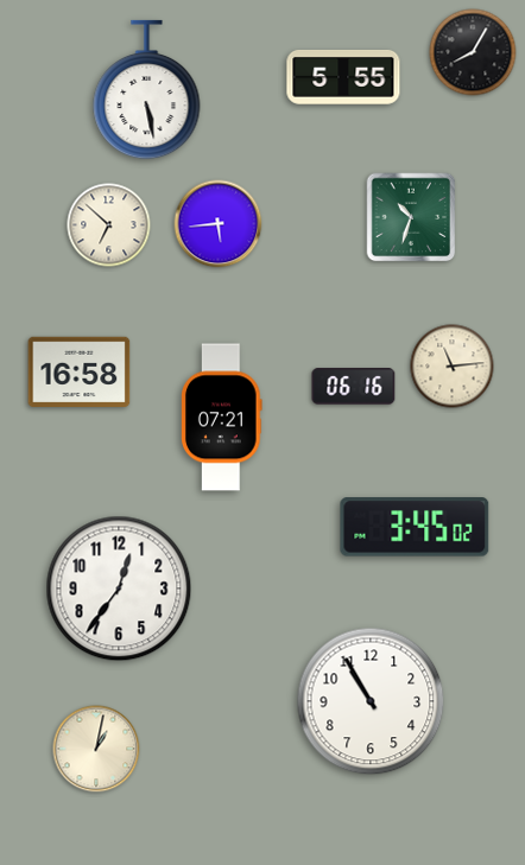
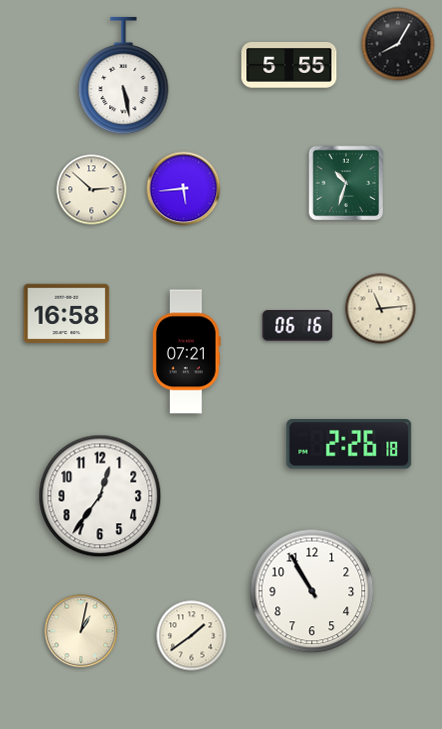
clock at (109, 225): 6:52 -> 2:52
clock at (415, 527): 3:45 -> 2:26
clock at (192, 636): none -> 1:39
